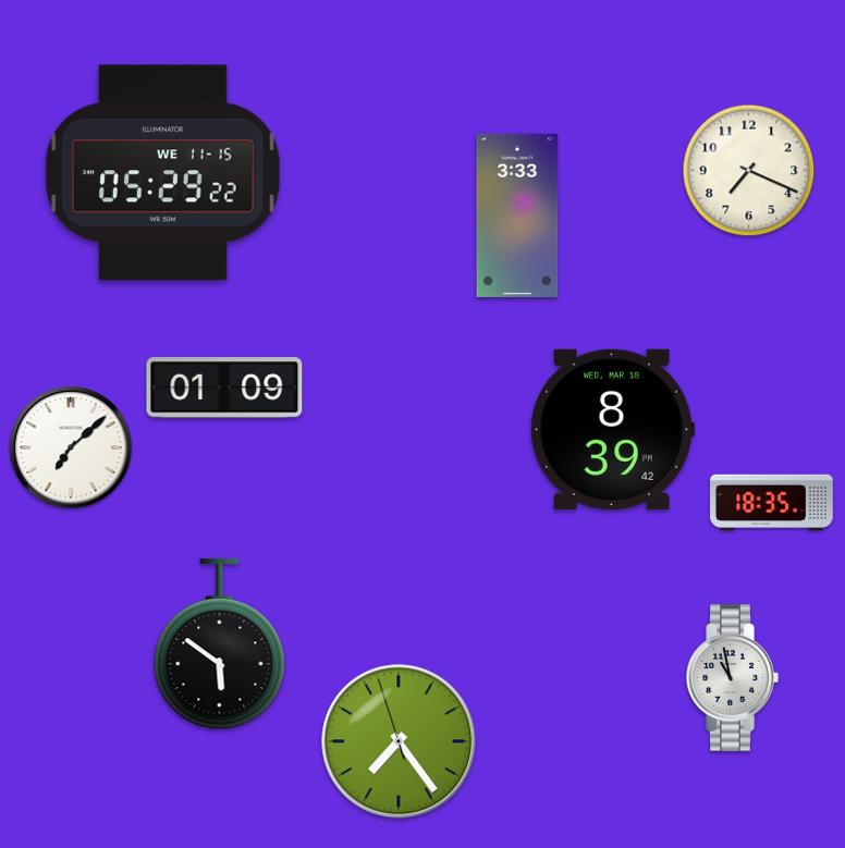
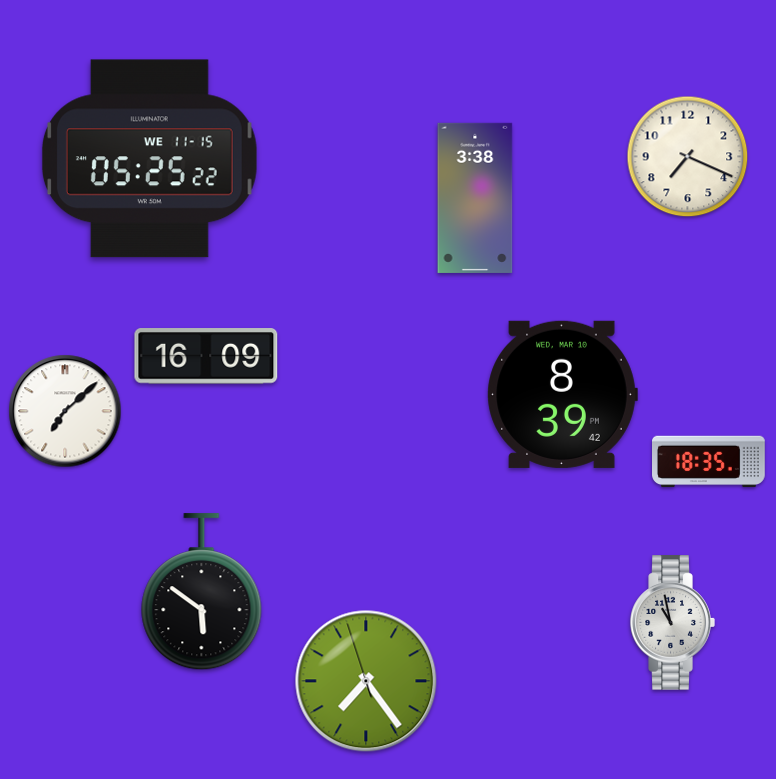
clock at (162, 173): 05:29 -> 05:25
clock at (517, 216): 3:33 -> 3:38
clock at (224, 388): 01:09 -> 16:09
